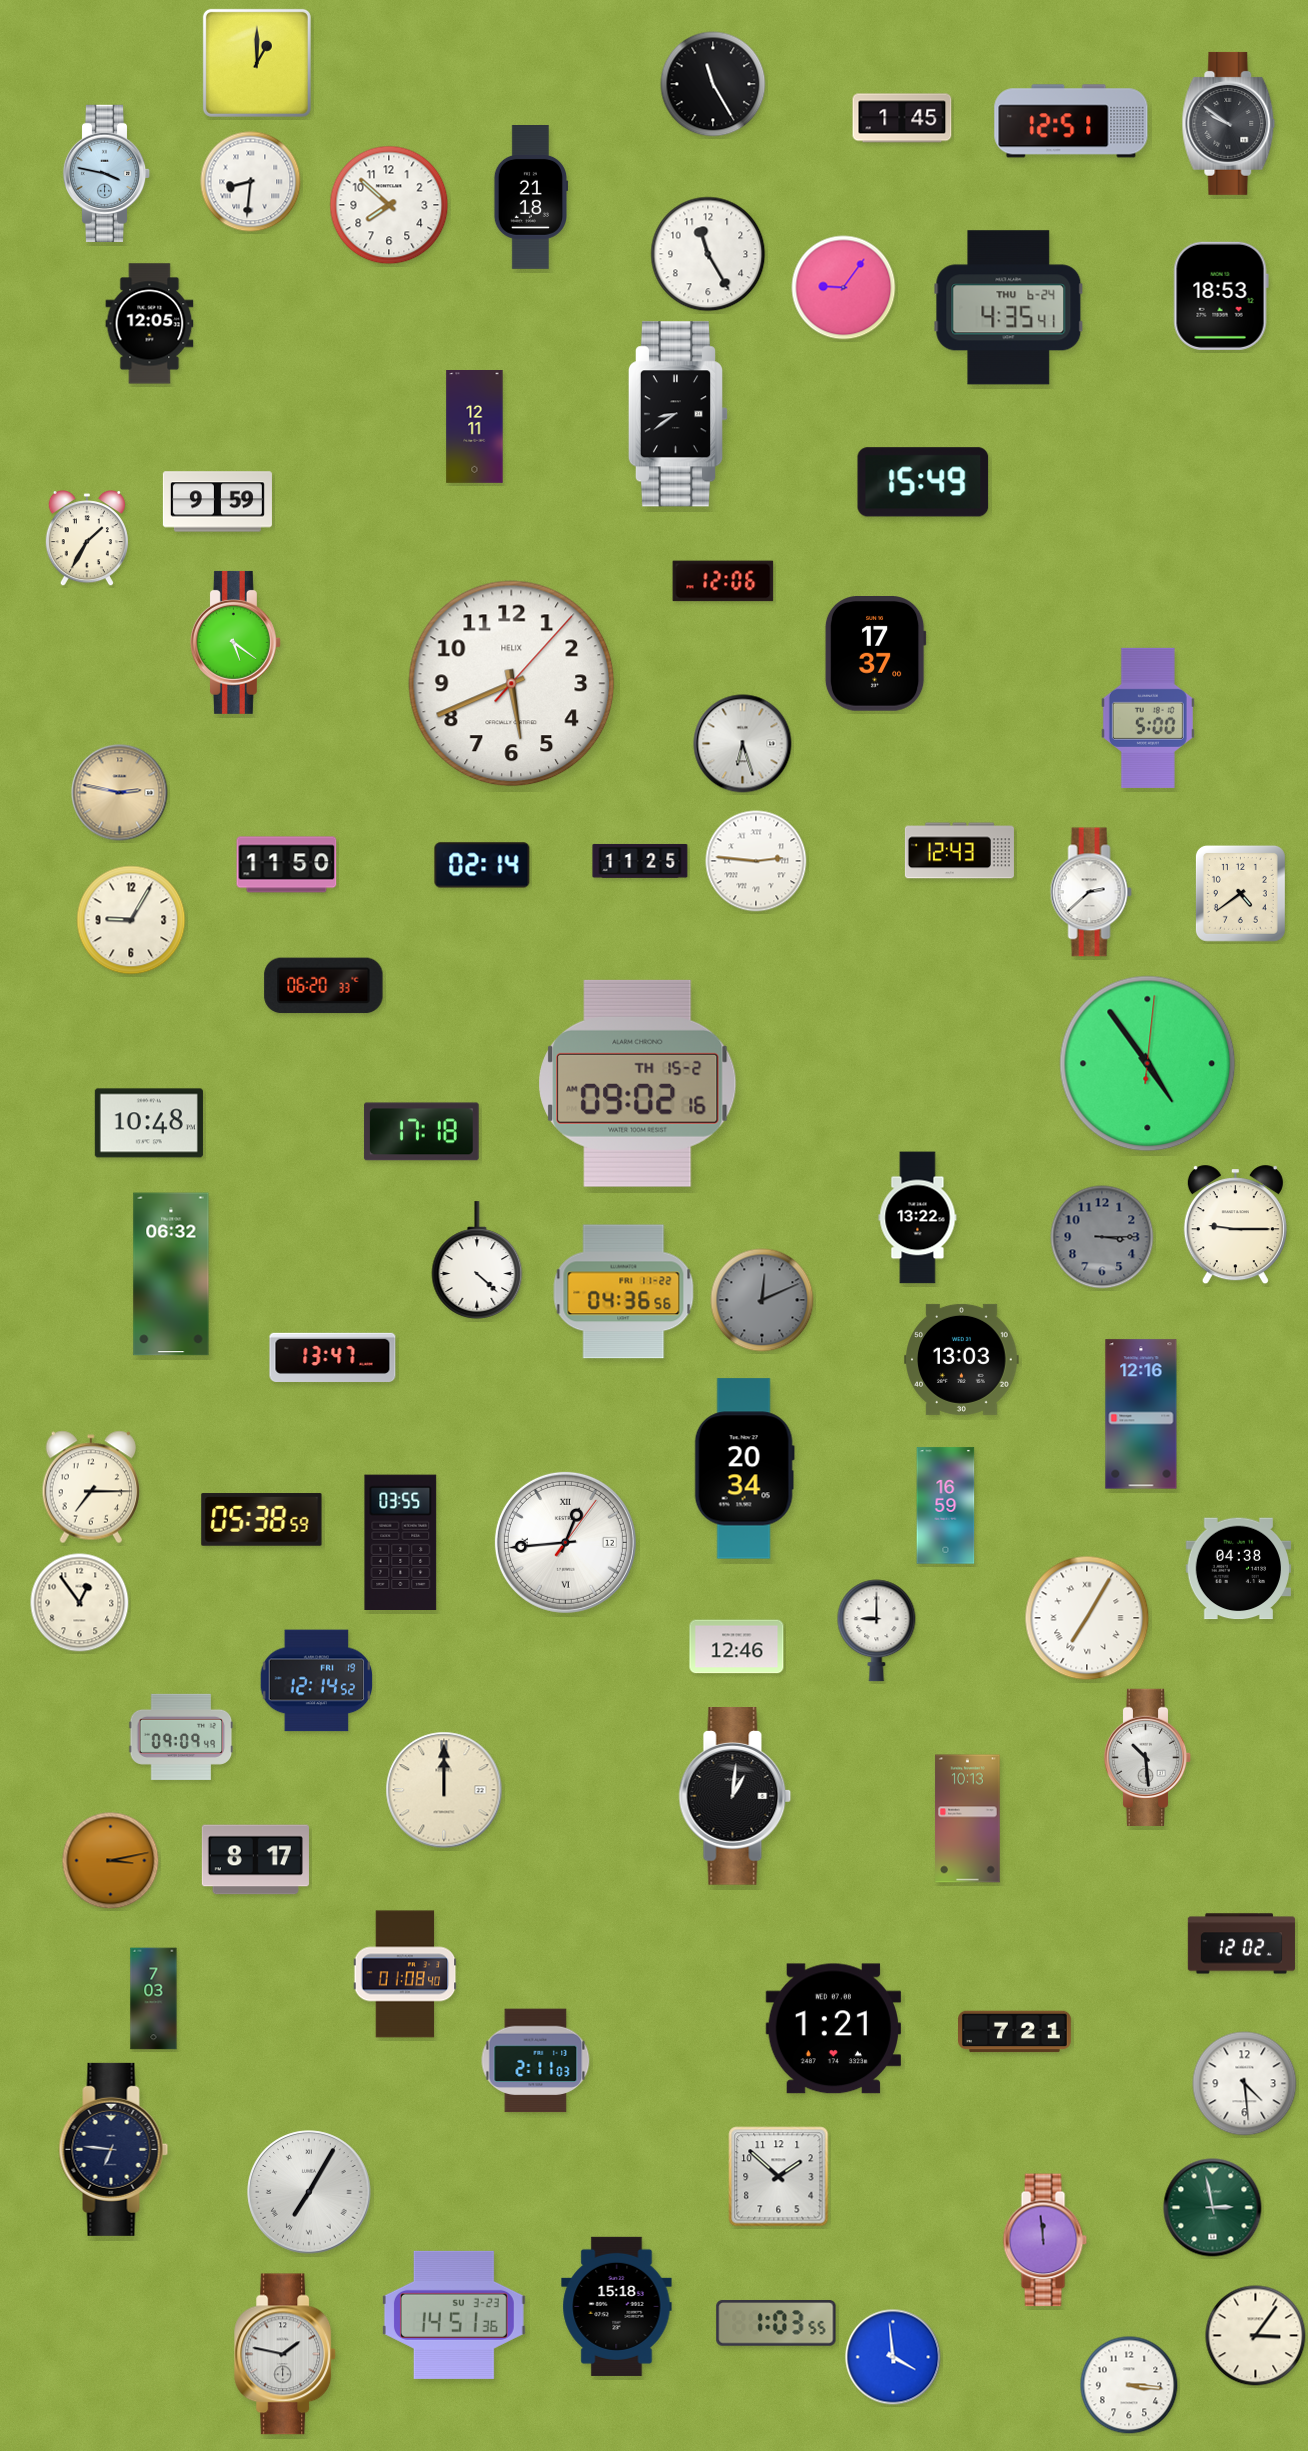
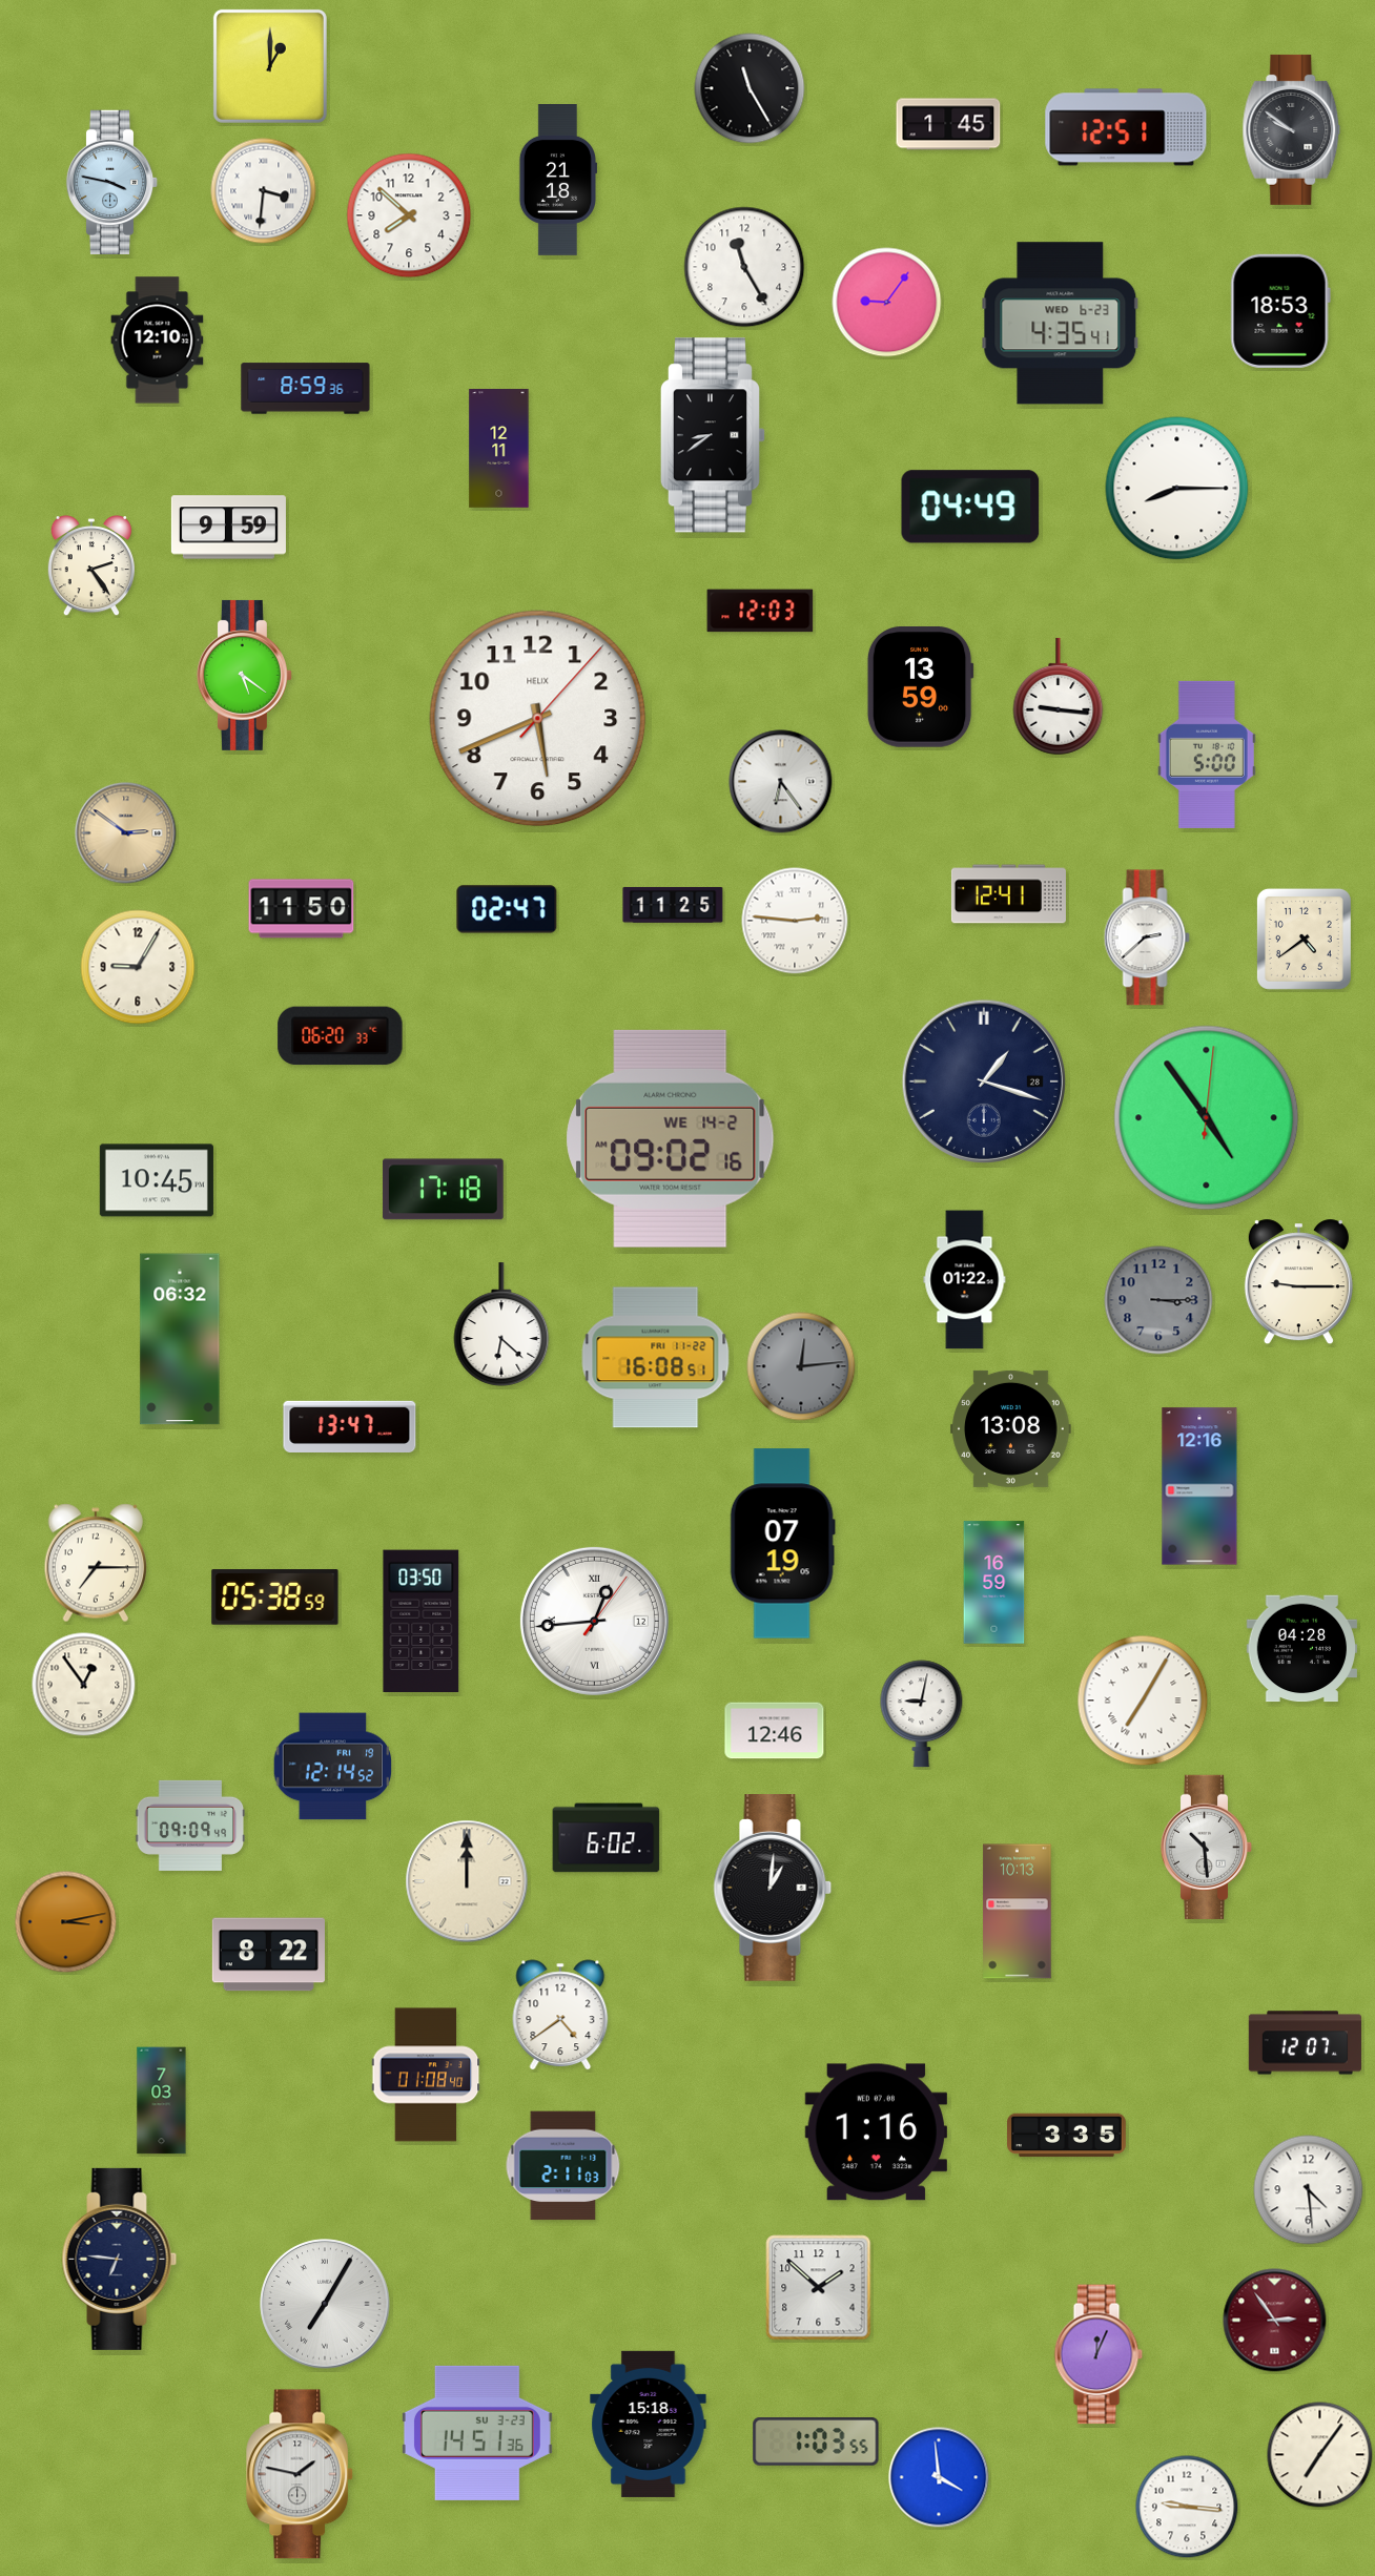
clock at (251, 182): 8:31 -> 3:31
clock at (530, 198) position: (530, 198) -> (557, 181)
clock at (1221, 296) position: (1221, 296) -> (1280, 311)
clock at (1009, 308) date: THU 6-24 -> WED 6-23
clock at (150, 324): 12:05 -> 12:10
clock at (306, 389): none -> 8:59
clock at (1177, 489): none -> 8:15
clock at (923, 482): 15:49 -> 04:49
clock at (87, 539): 1:35 -> 2:24
clock at (723, 581): 12:06 -> 12:03
clock at (235, 642) position: (235, 642) -> (244, 675)
clock at (875, 654): 17:37 -> 13:59
clock at (1059, 697): none -> 9:16
clock at (743, 744): 6:27 -> 6:24
clock at (120, 793): 2:47 -> 2:51
clock at (959, 851): 12:43 -> 12:41
clock at (756, 861) position: (756, 861) -> (795, 921)
clock at (482, 865): 02:14 -> 02:47
clock at (984, 1081): none -> 1:18
clock at (638, 1083) date: TH 15-2 -> WE 14-2
clock at (149, 1123): 10:48 -> 10:45
clock at (918, 1218): 13:22 -> 01:22
clock at (1235, 1225) position: (1235, 1225) -> (1298, 1282)
clock at (477, 1260): 4:22 -> 6:22
clock at (624, 1292): 04:36 -> 16:08
clock at (762, 1300): 12:11 -> 12:14
clock at (962, 1359): 13:03 -> 13:08
clock at (744, 1469): 20:34 -> 07:19
clock at (401, 1542): 03:55 -> 03:50
clock at (1239, 1569): 04:38 -> 04:28
clock at (877, 1631): 9:00 -> 9:02
clock at (607, 1838): none -> 6:02
clock at (255, 1860): 8:17 -> 8:22
clock at (111, 1861) position: (111, 1861) -> (66, 1922)
clock at (560, 2015): none -> 4:39
clock at (1241, 1944): 12:02 -> 12:07
clock at (833, 2029): 1:21 -> 1:16
clock at (1015, 2032): 7:21 -> 3:35
clock at (1213, 2208): 2:58 -> 2:54
clock at (1213, 2208) dial: green -> burgundy
clock at (1045, 2240): 11:59 -> 12:04
clock at (1256, 2336): 3:06 -> 7:06
clock at (1129, 2385): 3:16 -> 9:16
